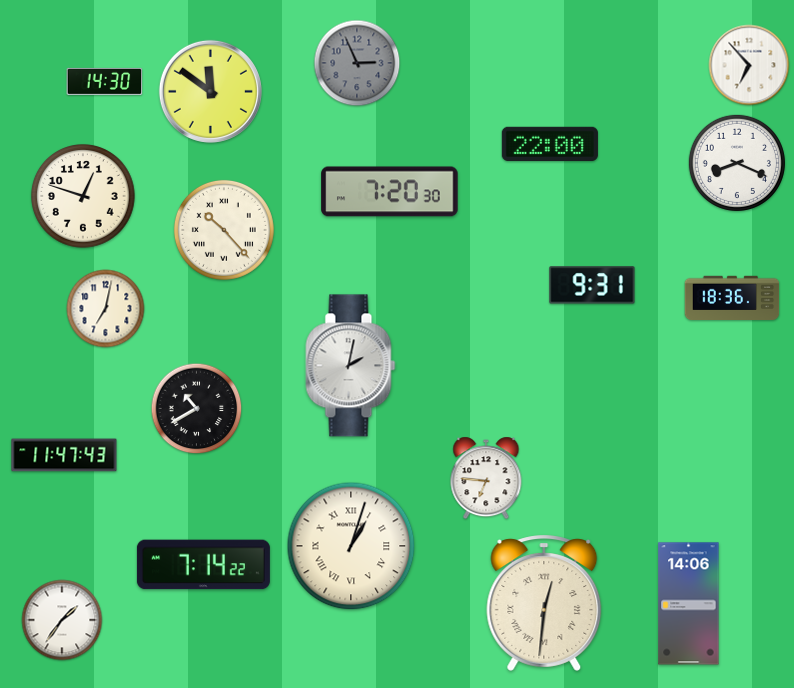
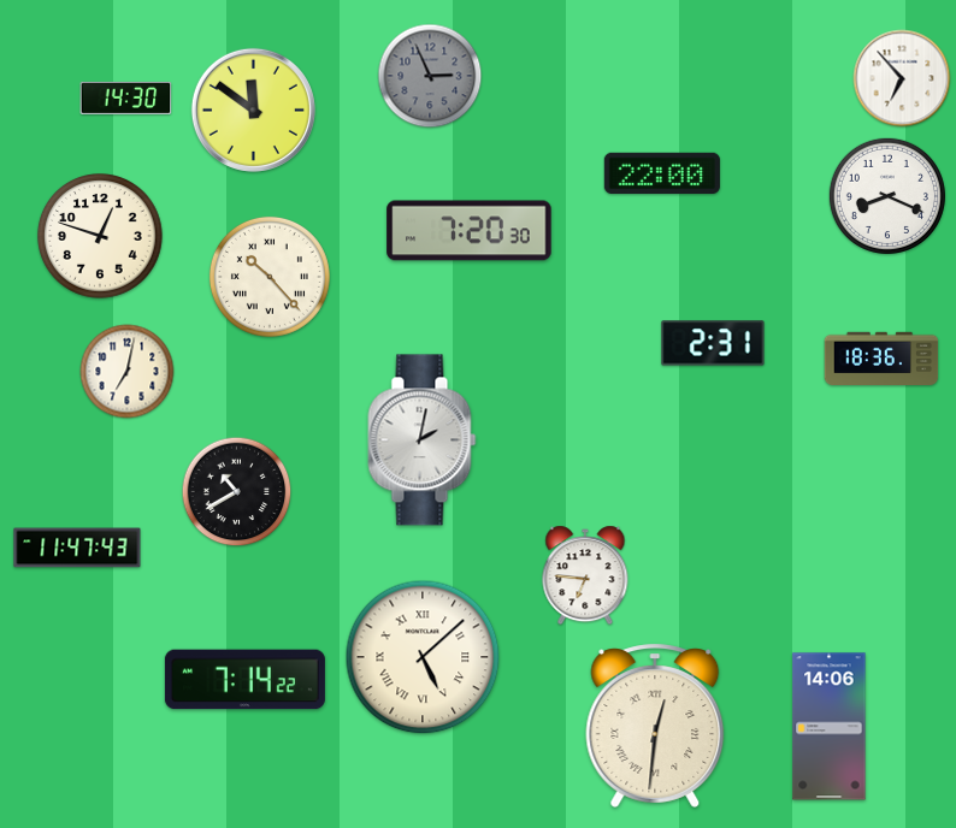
clock at (592, 285): 9:31 -> 2:31
clock at (351, 546): 1:03 -> 5:08
clock at (62, 620): 1:36 -> none
